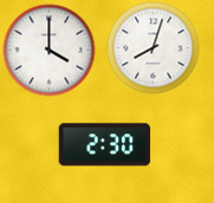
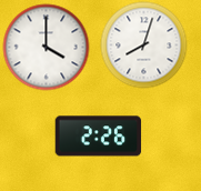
clock at (104, 145): 2:30 -> 2:26
